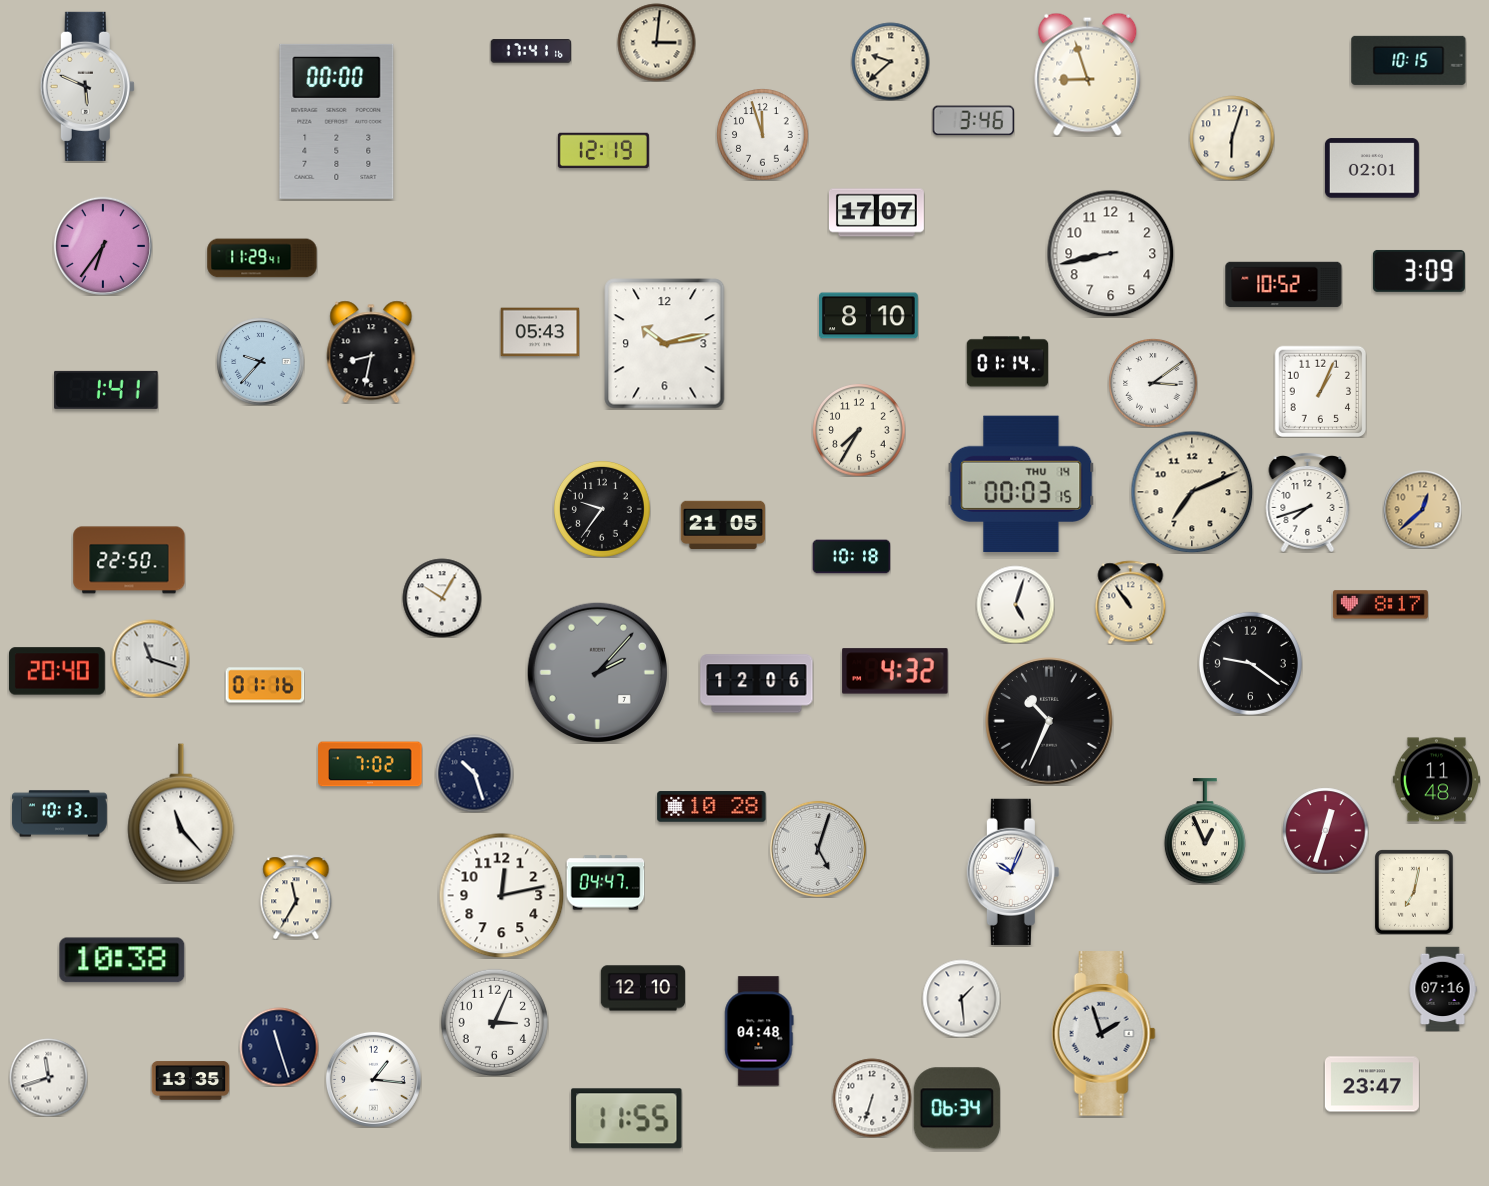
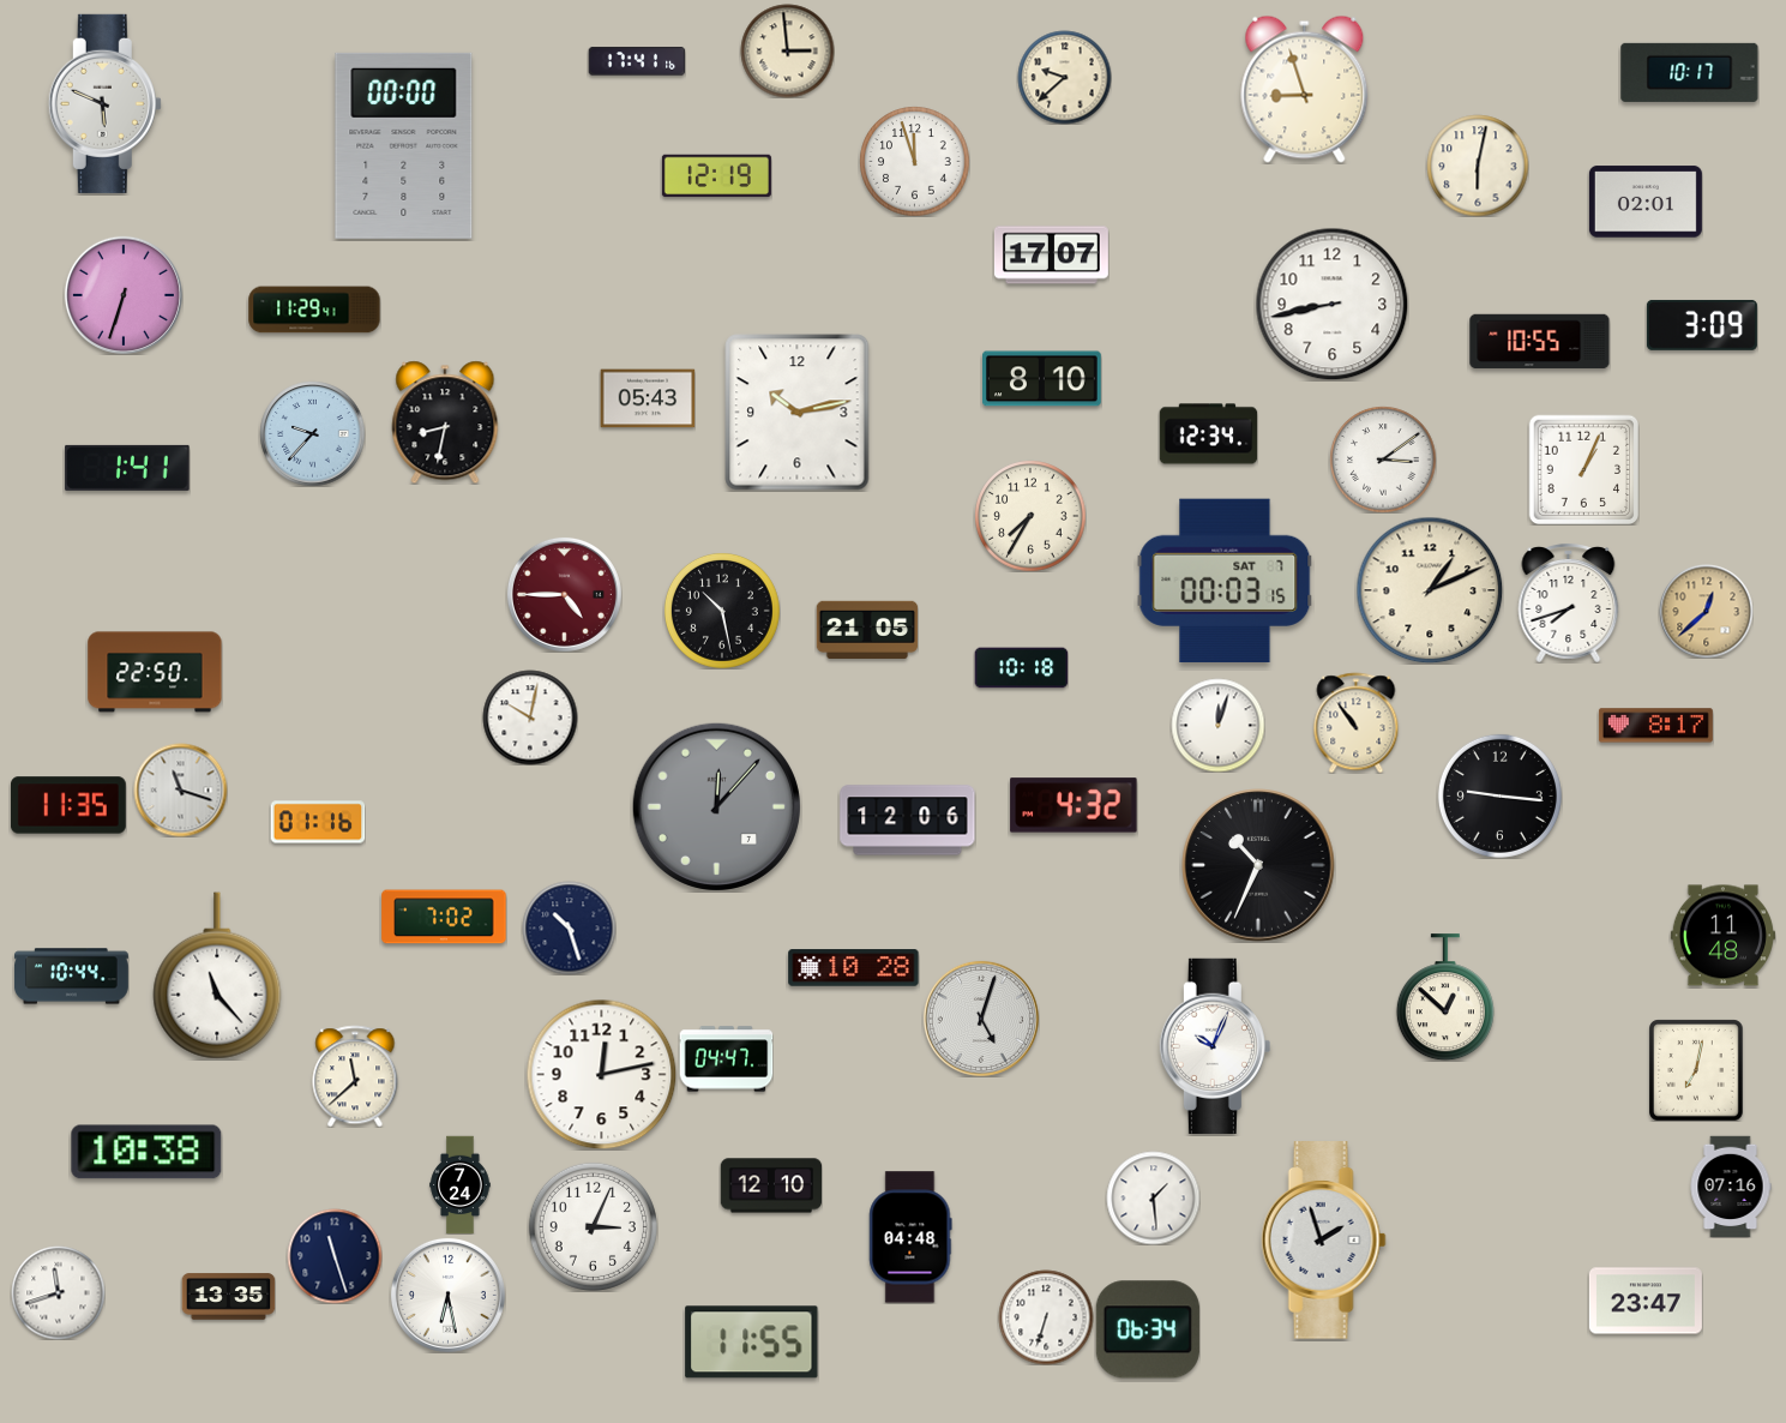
clock at (656, 42): 3:01 -> 2:59
clock at (1409, 60): 10:15 -> 10:17
clock at (890, 61) position: (890, 61) -> (1064, 77)
clock at (973, 121): 3:46 -> none
clock at (1232, 138): 6:03 -> 6:02
clock at (603, 151) position: (603, 151) -> (716, 176)
clock at (103, 246): 6:36 -> 6:33
clock at (1284, 285): 10:52 -> 10:55
clock at (1007, 362): 01:14 -> 12:34
clock at (1021, 483) date: THU 14 -> SAT 7
clock at (1192, 492): 7:11 -> 1:11
clock at (564, 594): none -> 4:45
clock at (602, 509): 9:36 -> 10:28
clock at (442, 598): 10:05 -> 10:02
clock at (1015, 604): 5:03 -> 12:03
clock at (1250, 663): 9:21 -> 9:16
clock at (57, 671): 20:40 -> 11:35
clock at (597, 672): 2:07 -> 12:07
clock at (59, 814): 10:13 -> 10:44
clock at (1325, 830): 12:33 -> none
clock at (1205, 831): 12:56 -> 12:52
clock at (296, 897): 11:35 -> 11:38
clock at (461, 1184): none -> 7:24
clock at (373, 1079): 1:16 -> 6:28
